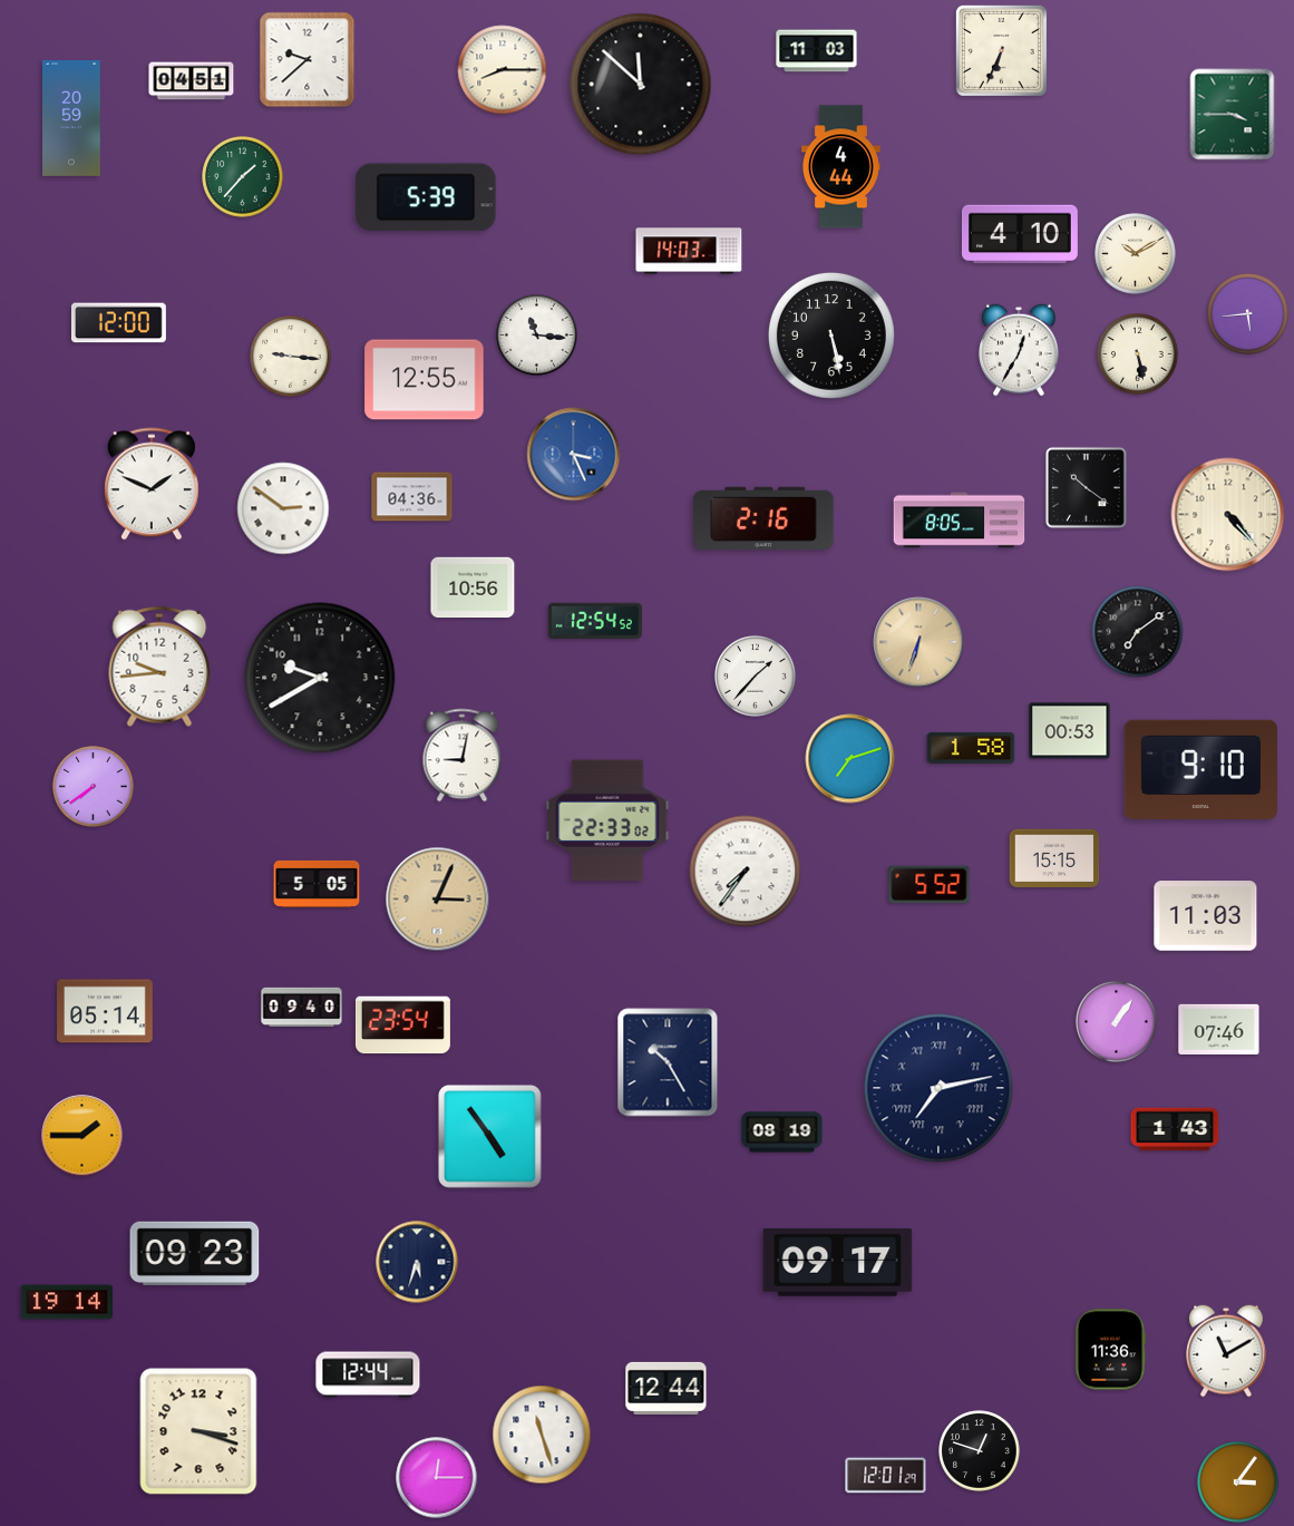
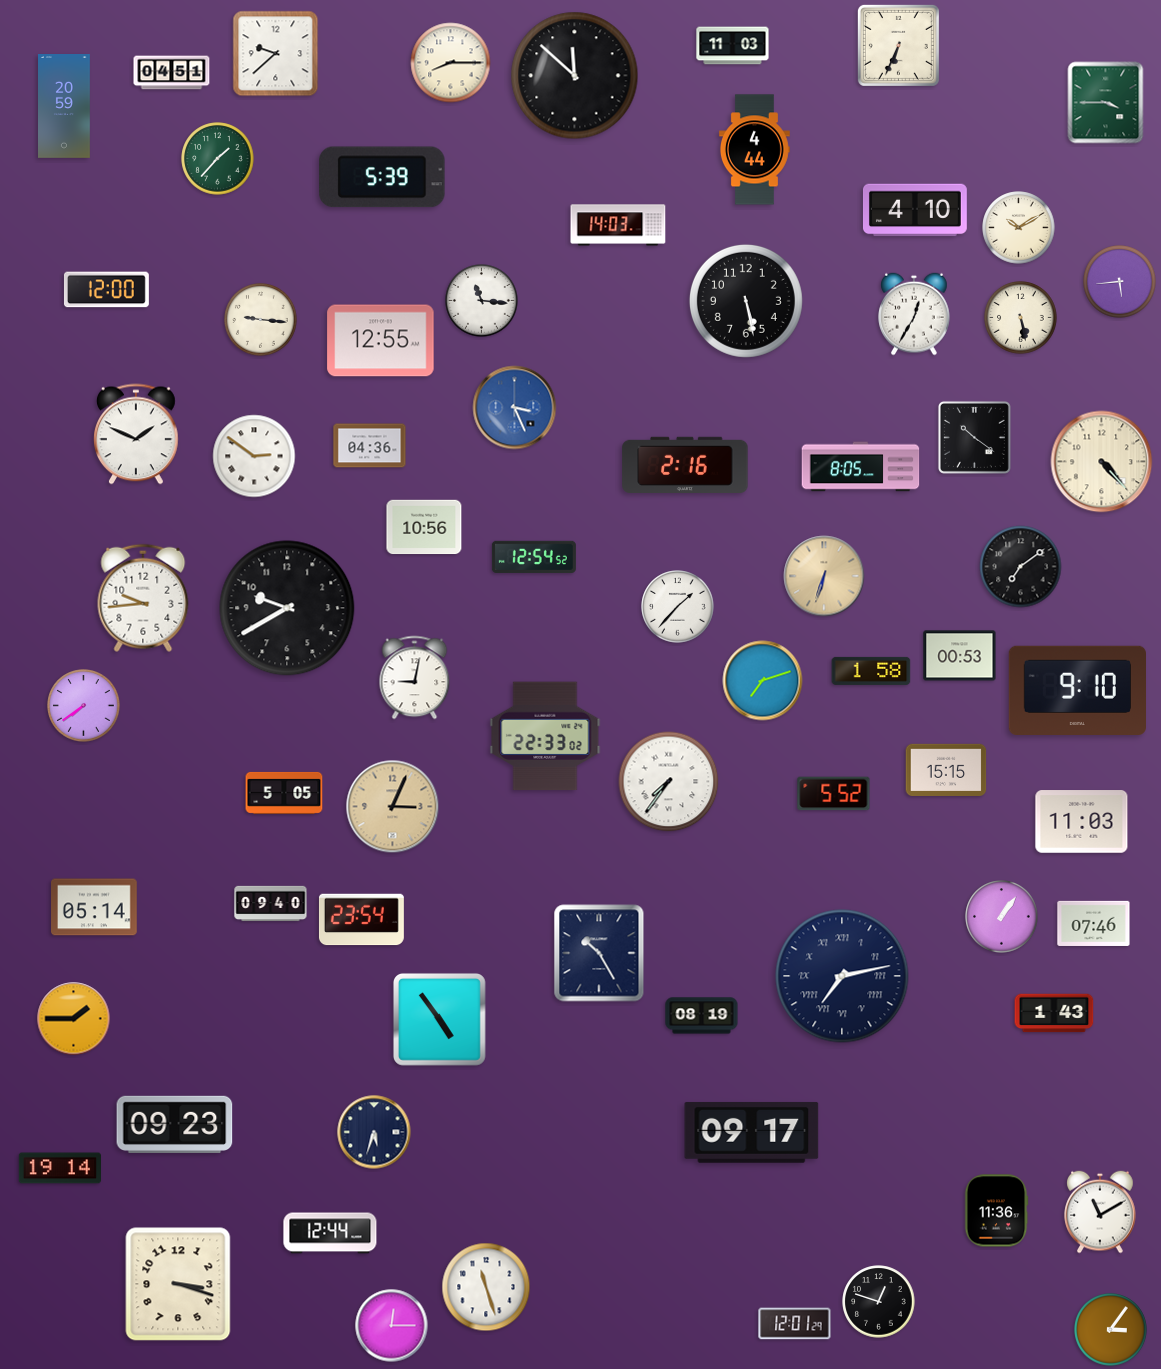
clock at (667, 1388): 12:44 -> none
